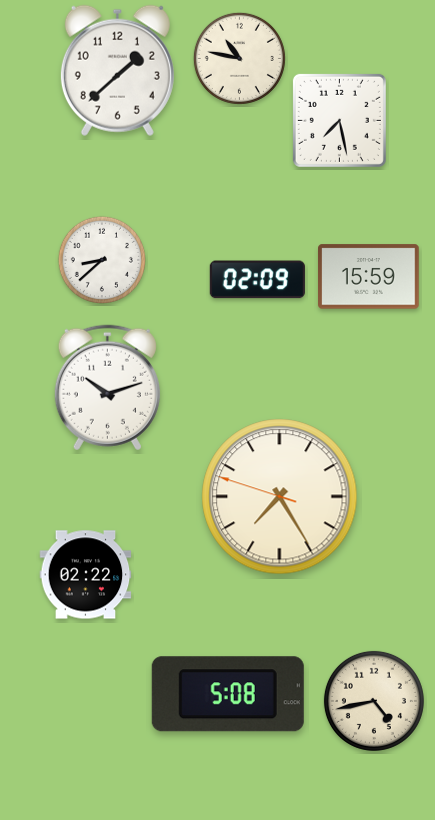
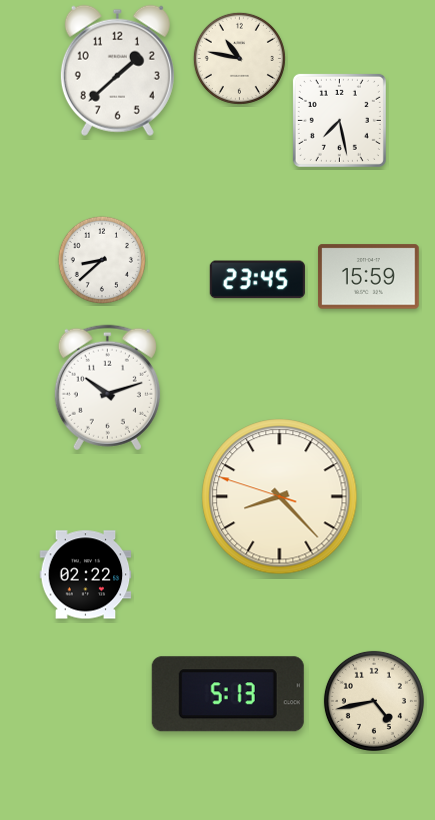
clock at (257, 280): 02:09 -> 23:45
clock at (280, 497): 7:24 -> 8:22
clock at (228, 694): 5:08 -> 5:13
